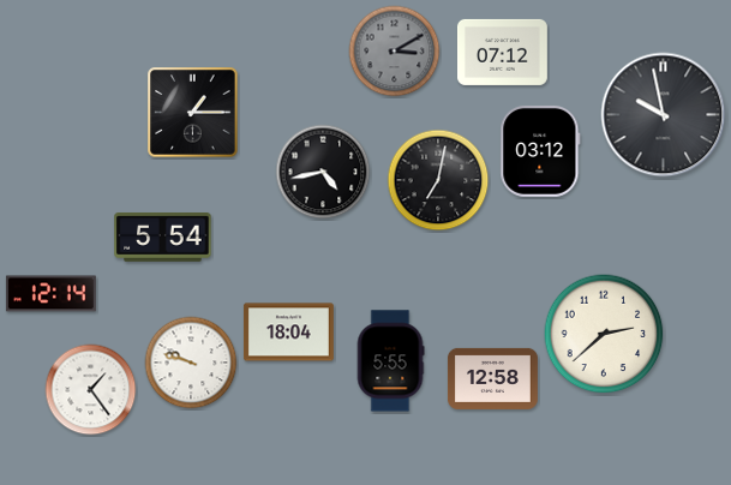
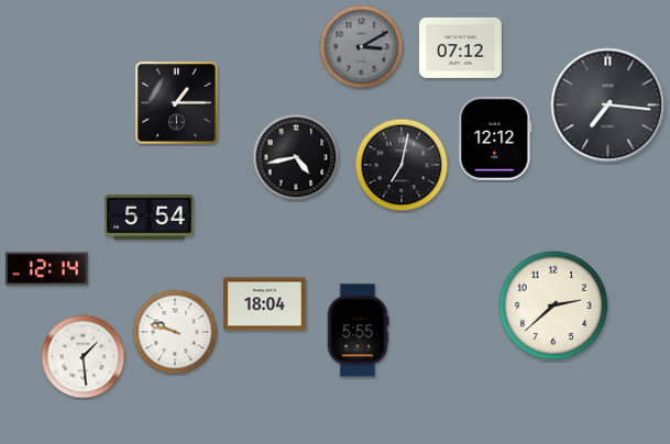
clock at (664, 115): 9:58 -> 7:16
clock at (540, 151): 03:12 -> 12:12
clock at (492, 378): 12:58 -> none
clock at (91, 390): 1:24 -> 1:29
